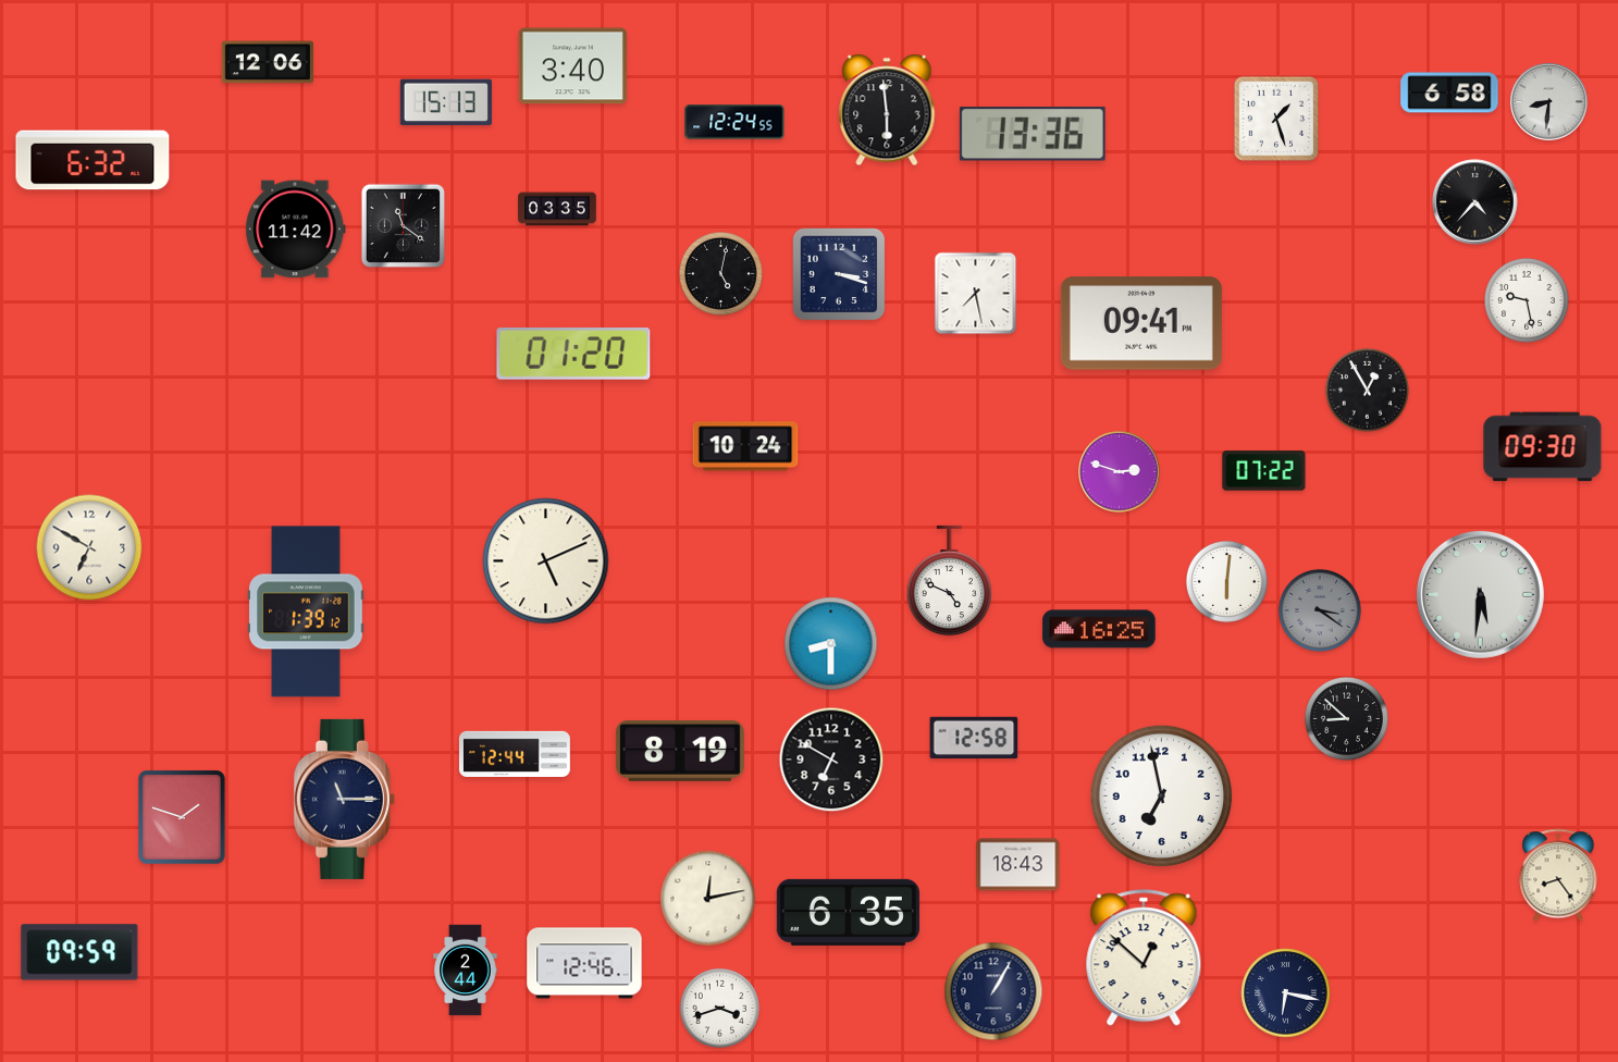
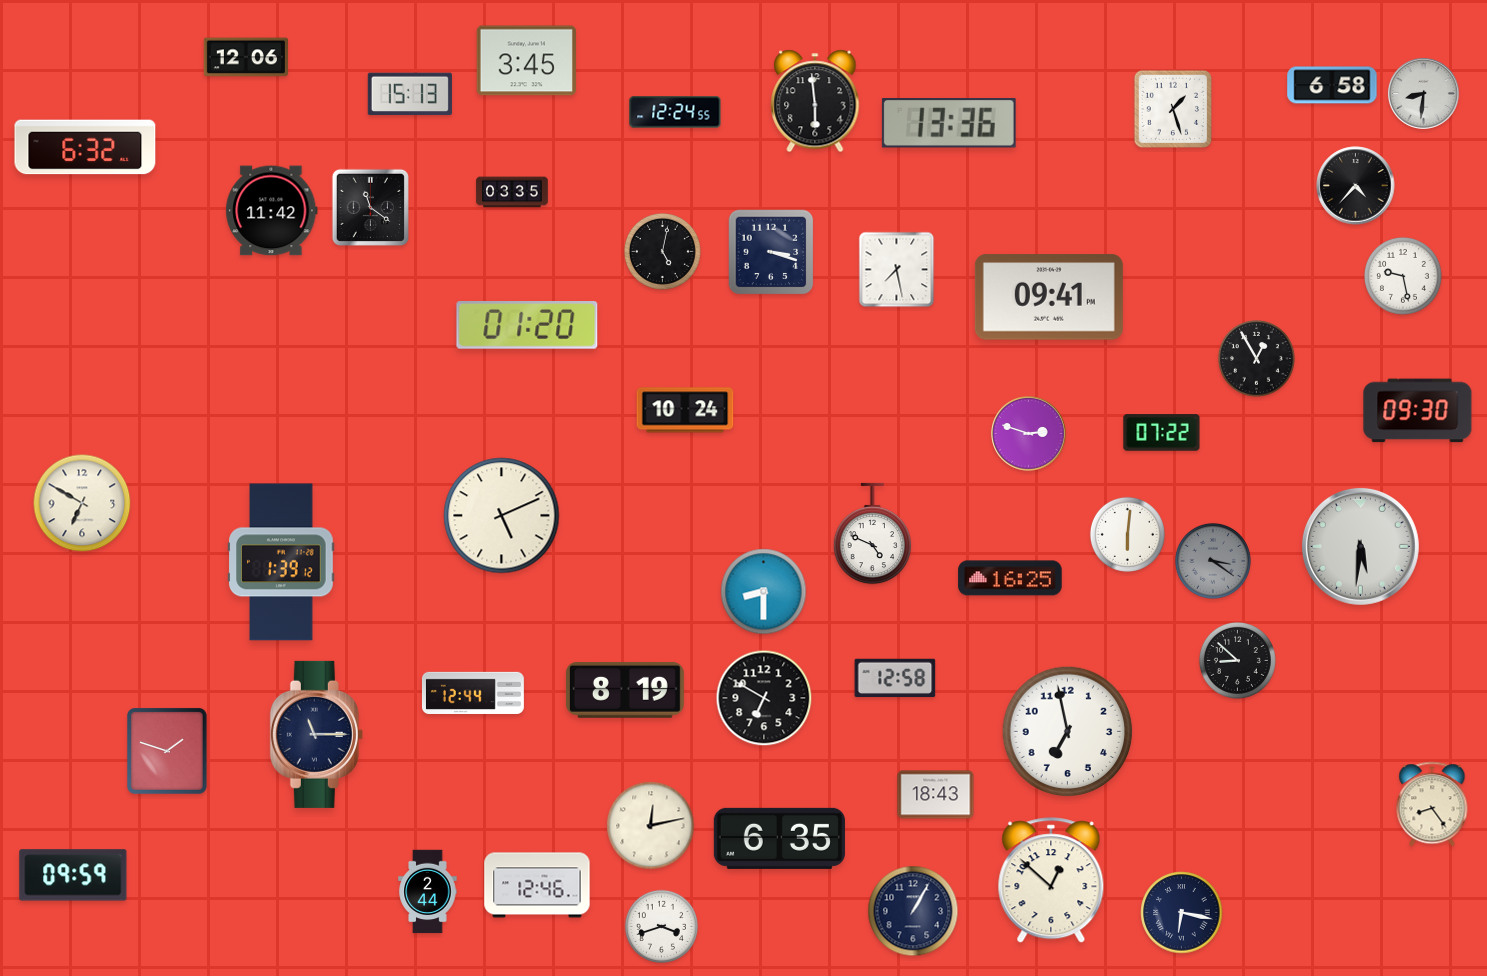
clock at (572, 66): 3:40 -> 3:45
